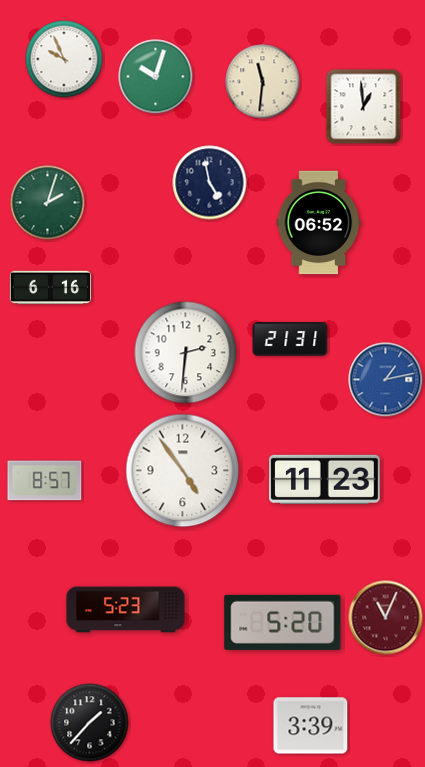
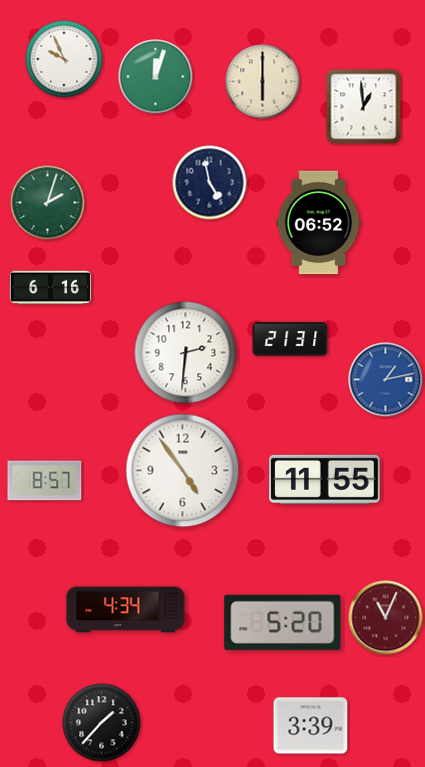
clock at (156, 77): 10:03 -> 12:03
clock at (263, 82): 11:31 -> 6:00
clock at (325, 479): 11:23 -> 11:55
clock at (126, 610): 5:23 -> 4:34
clock at (90, 723) position: (90, 723) -> (102, 723)
